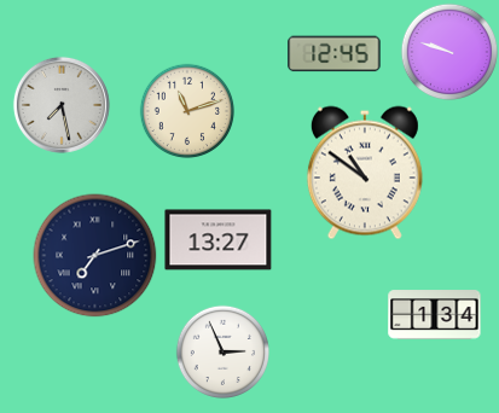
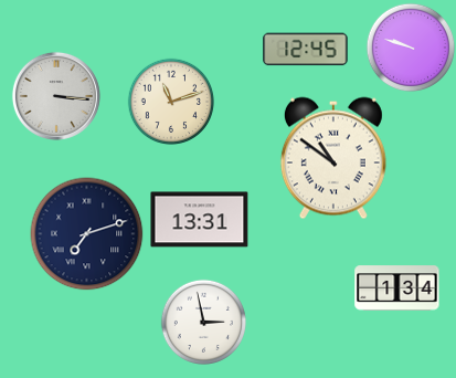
clock at (62, 105): 7:28 -> 3:16
clock at (219, 240): 13:27 -> 13:31
clock at (222, 351): 2:56 -> 2:58
